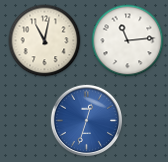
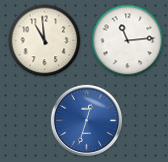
clock at (45, 41): 11:02 -> 10:59
